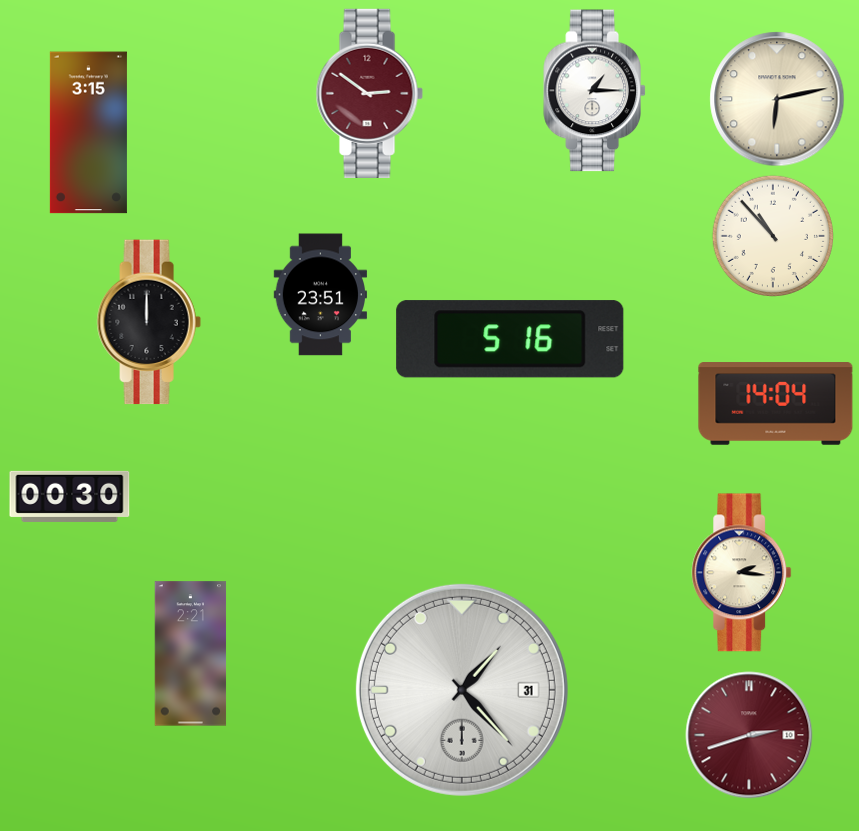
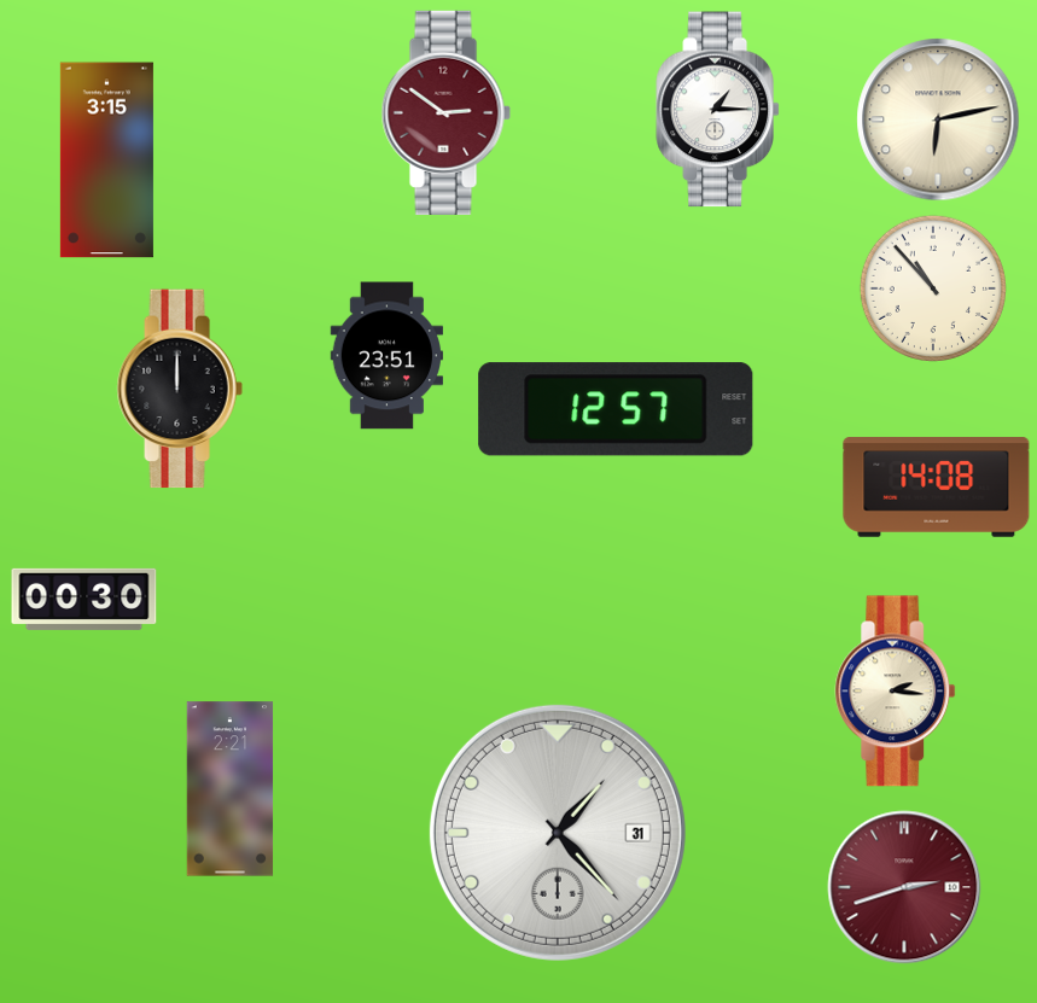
clock at (773, 236) position: (773, 236) -> (933, 288)
clock at (510, 339): 5:16 -> 12:57
clock at (776, 404): 14:04 -> 14:08
